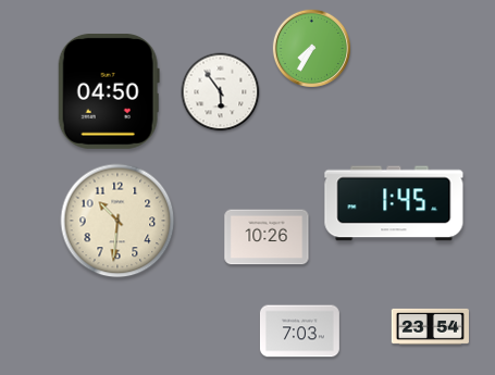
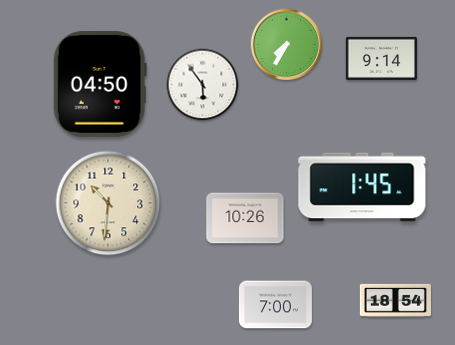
clock at (381, 58): none -> 9:14
clock at (430, 326): 23:54 -> 18:54
clock at (299, 332): 7:03 -> 7:00
